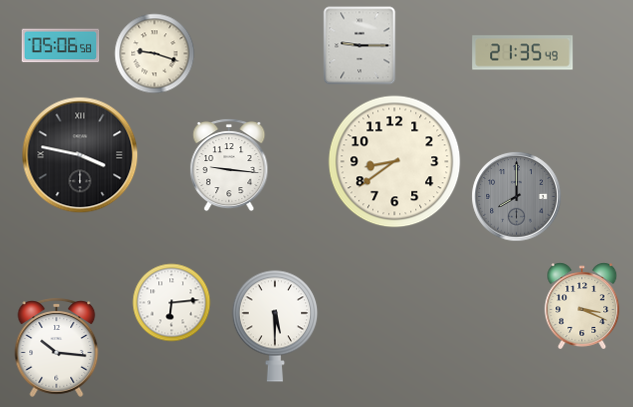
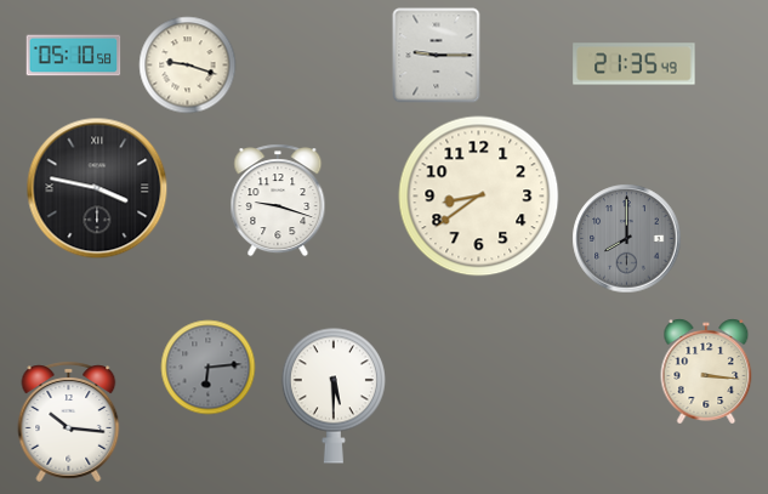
clock at (60, 46): 05:06 -> 05:10
clock at (229, 165): 9:16 -> 9:18
clock at (171, 302) dial: white -> grey
clock at (582, 306): 3:19 -> 3:16
